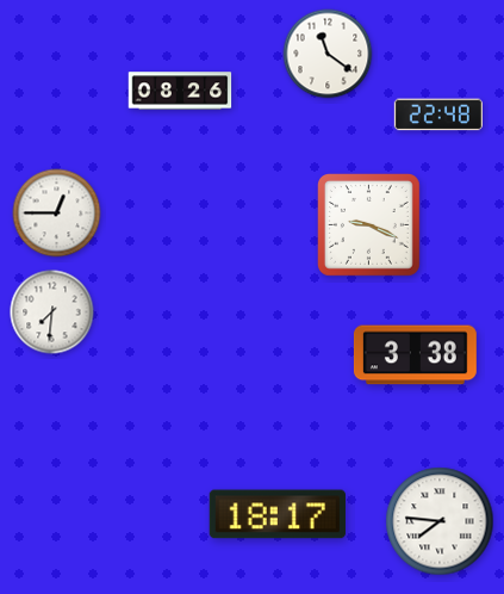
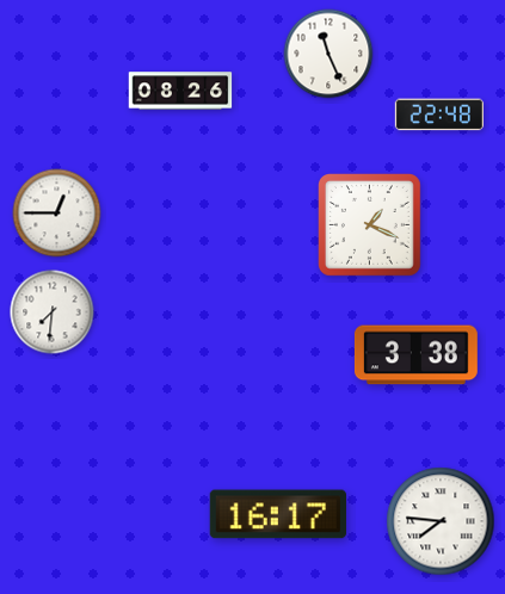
clock at (328, 54): 11:21 -> 11:26
clock at (369, 225): 9:19 -> 1:19
clock at (278, 514): 18:17 -> 16:17
